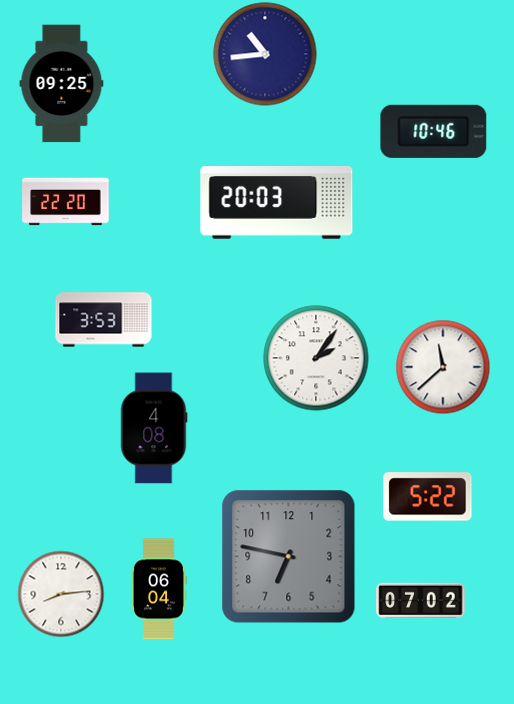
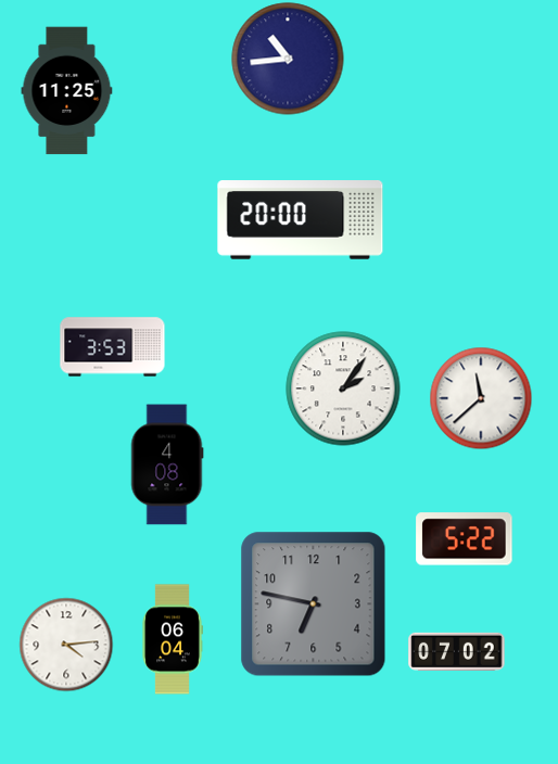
clock at (62, 84): 09:25 -> 11:25
clock at (434, 131): 10:46 -> none
clock at (66, 202): 22:20 -> none
clock at (277, 203): 20:03 -> 20:00
clock at (61, 594): 8:14 -> 4:14
